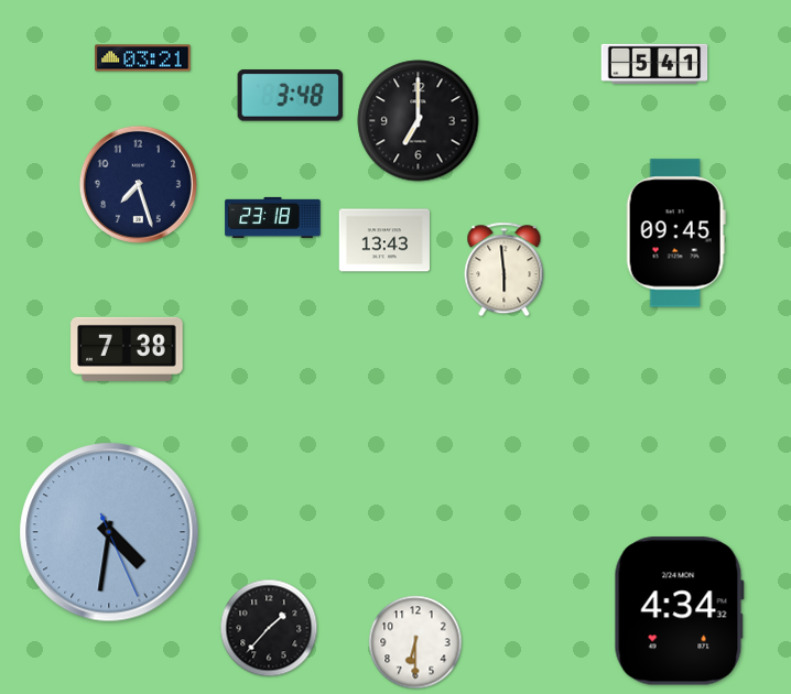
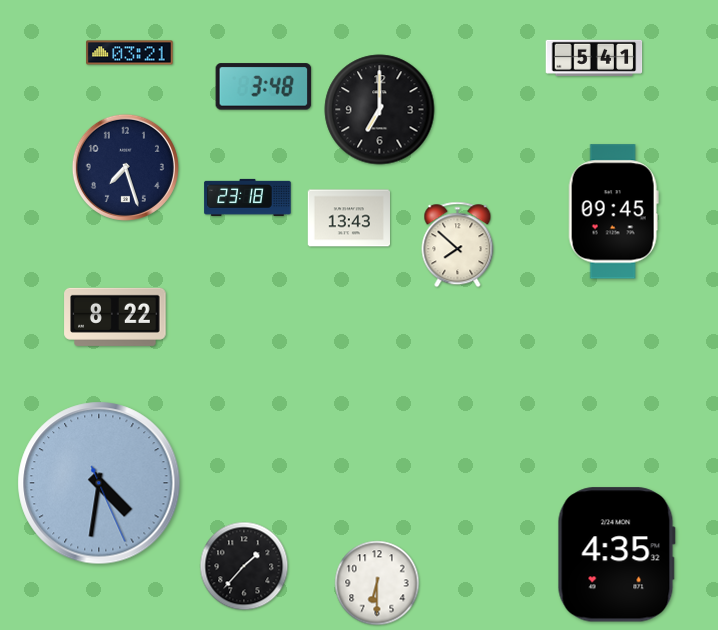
clock at (505, 270): 5:59 -> 7:52
clock at (127, 349): 7:38 -> 8:22
clock at (679, 611): 4:34 -> 4:35
clock at (269, 628) position: (269, 628) -> (244, 566)
